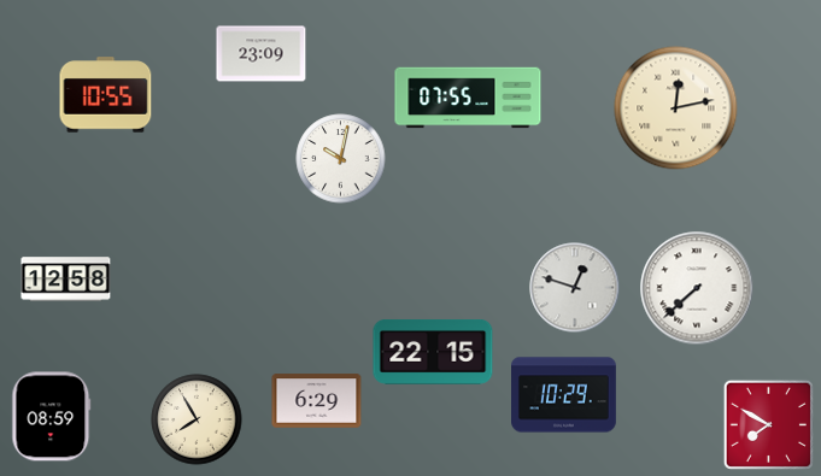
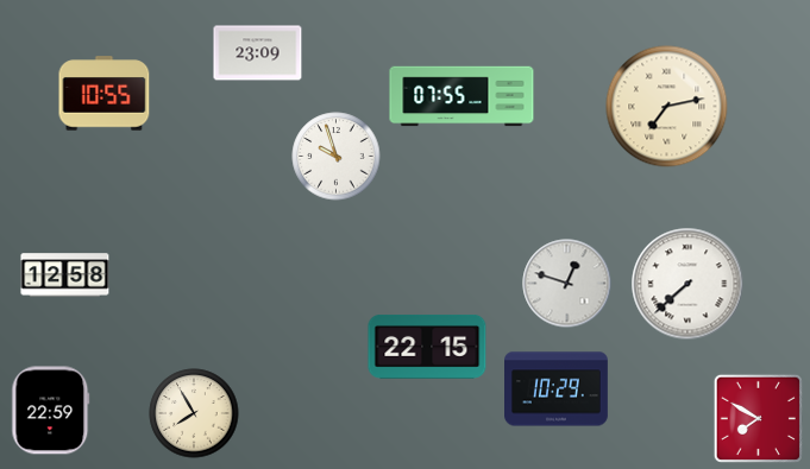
clock at (676, 108): 12:13 -> 7:13
clock at (341, 159): 10:02 -> 9:57
clock at (317, 401): 6:29 -> none
clock at (52, 417): 08:59 -> 22:59
